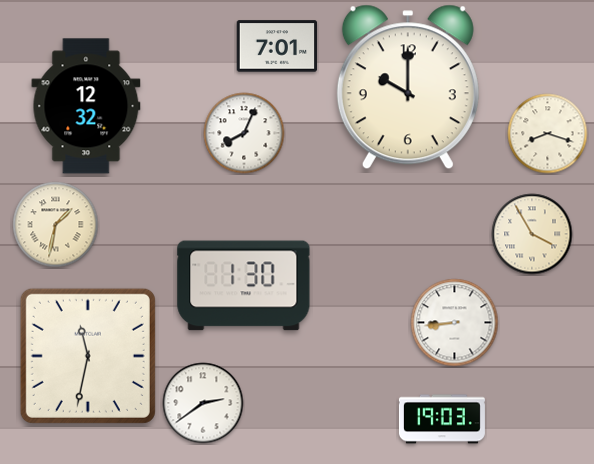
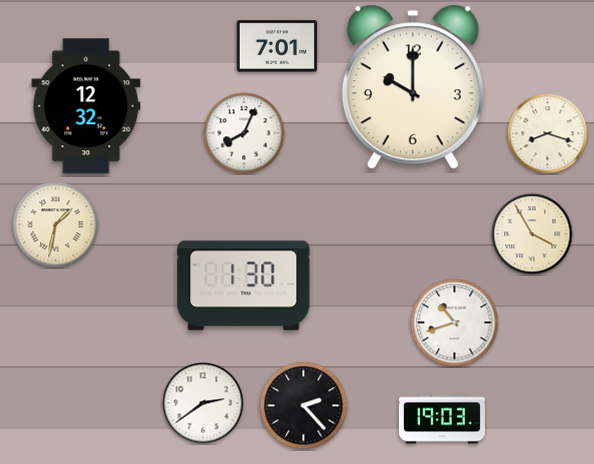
clock at (408, 87) position: (408, 87) -> (413, 87)
clock at (455, 323): 8:44 -> 10:42
clock at (88, 356): 11:32 -> none
clock at (304, 406): none -> 2:23
